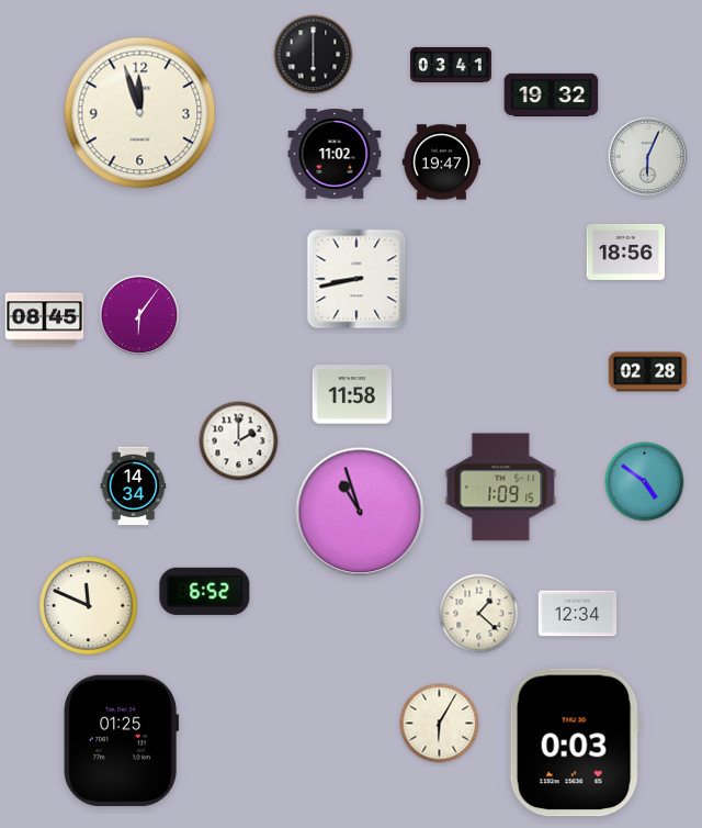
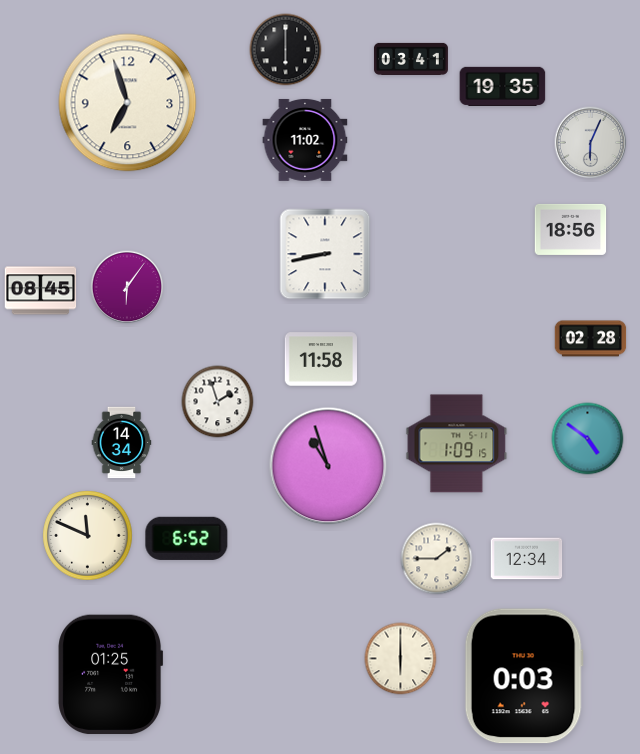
clock at (552, 94): 19:32 -> 19:35
clock at (140, 113): 11:57 -> 6:57
clock at (442, 163): 19:47 -> none
clock at (239, 441): 2:00 -> 1:57
clock at (89, 606) position: (89, 606) -> (88, 536)
clock at (479, 614): 1:22 -> 1:45
clock at (440, 724): 6:05 -> 6:00
